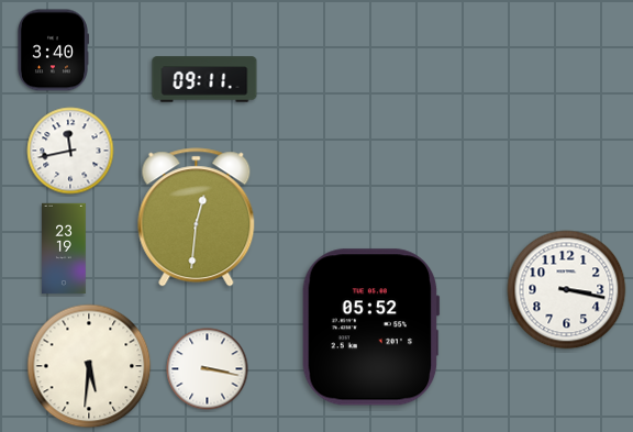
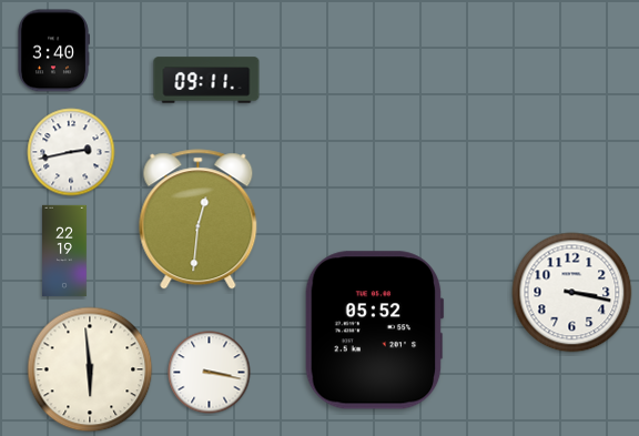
clock at (70, 151): 11:43 -> 2:43
clock at (64, 248): 23:19 -> 22:19
clock at (89, 366): 5:31 -> 5:59
